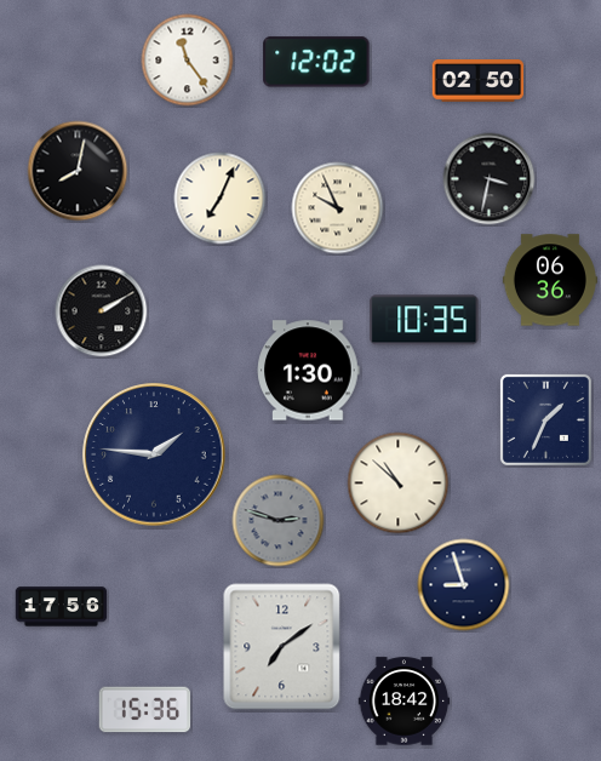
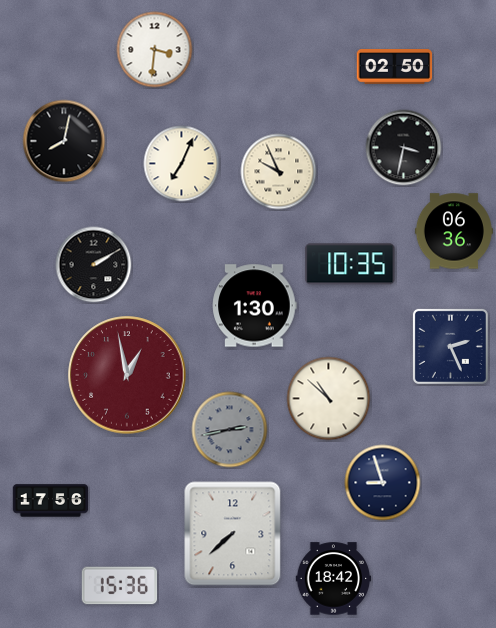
clock at (188, 61): 11:24 -> 3:31
clock at (316, 62): 12:02 -> none
clock at (102, 311) position: (102, 311) -> (94, 265)
clock at (545, 419): 1:34 -> 2:26
clock at (154, 454): 1:46 -> 12:58
clock at (154, 454) dial: navy -> burgundy
clock at (279, 521): 2:48 -> 2:43
clock at (282, 647): 7:09 -> 7:38
